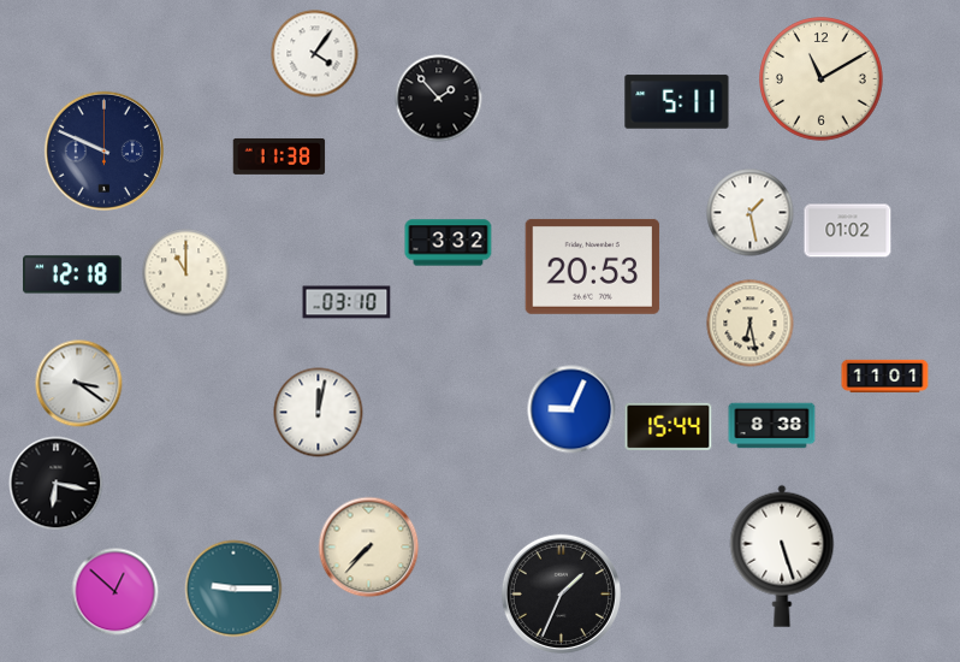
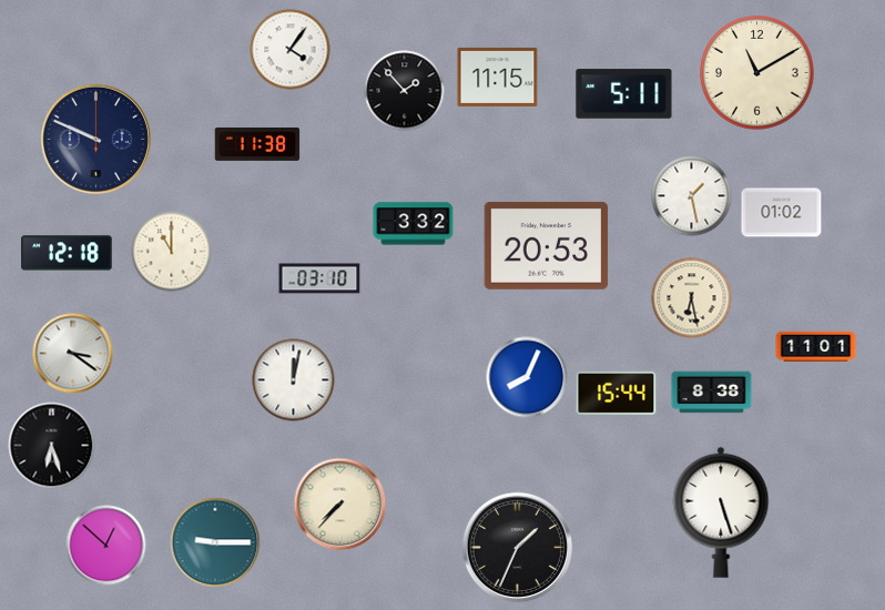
clock at (498, 77): none -> 11:15
clock at (571, 409): 9:04 -> 8:04
clock at (57, 484): 6:17 -> 6:27
